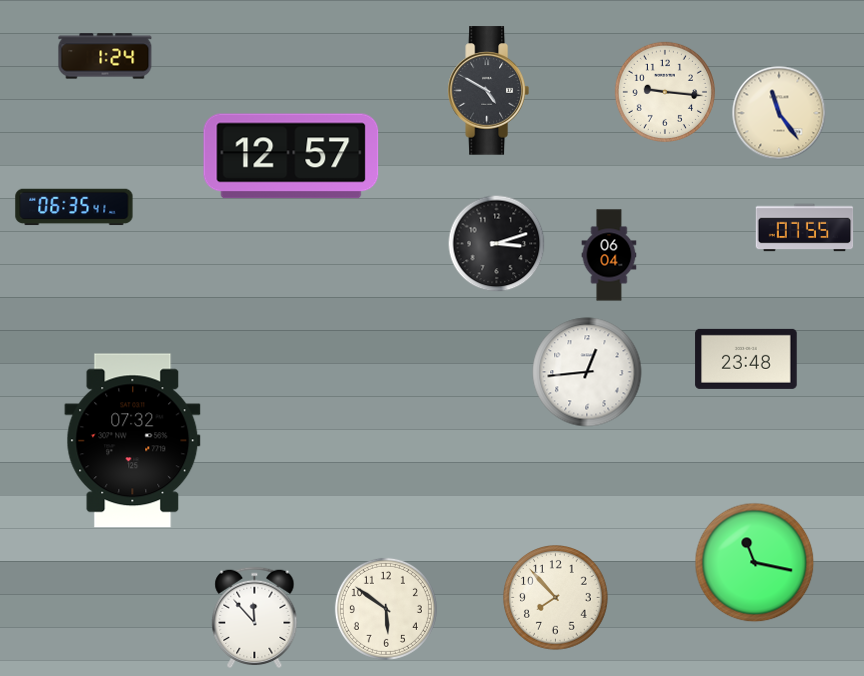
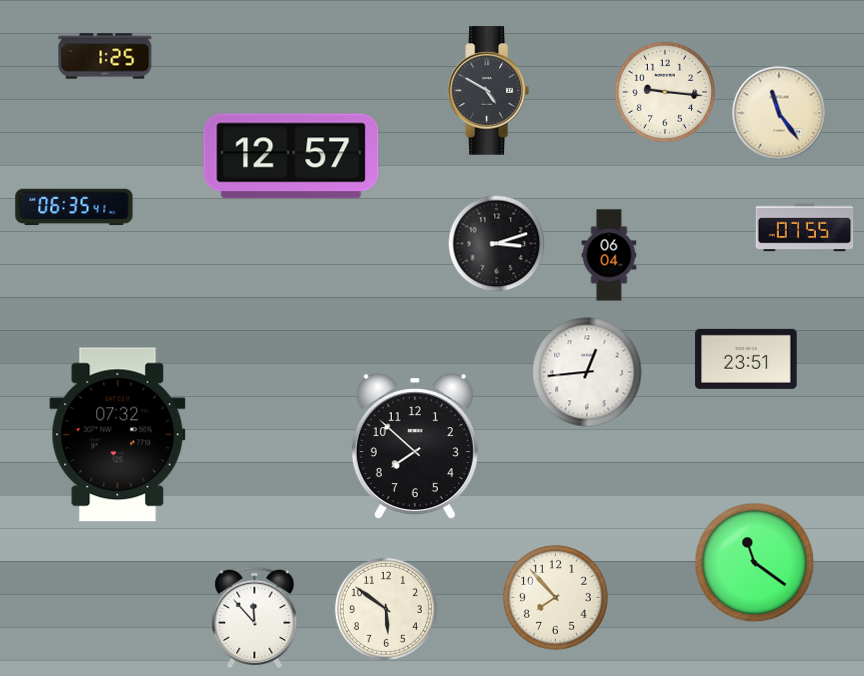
clock at (105, 56): 1:24 -> 1:25
clock at (746, 359): 23:48 -> 23:51
clock at (133, 441) position: (133, 441) -> (118, 435)
clock at (415, 447): none -> 7:52
clock at (755, 563): 11:17 -> 11:21
